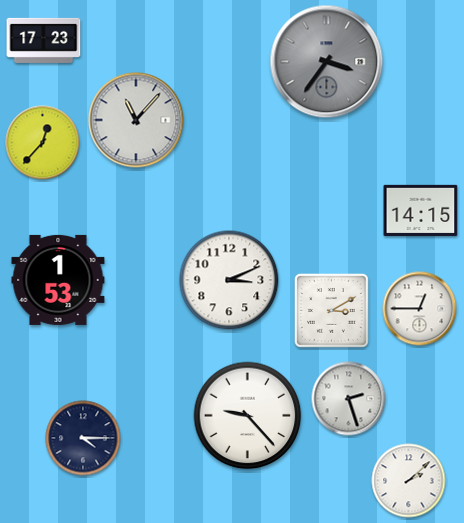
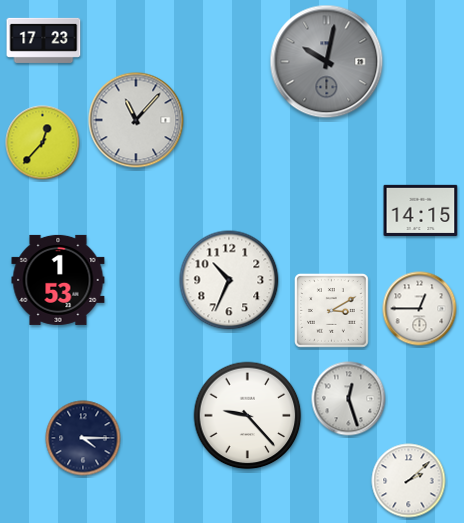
clock at (327, 62): 3:36 -> 10:02
clock at (229, 280): 3:11 -> 10:34
clock at (349, 399): 2:27 -> 12:27
